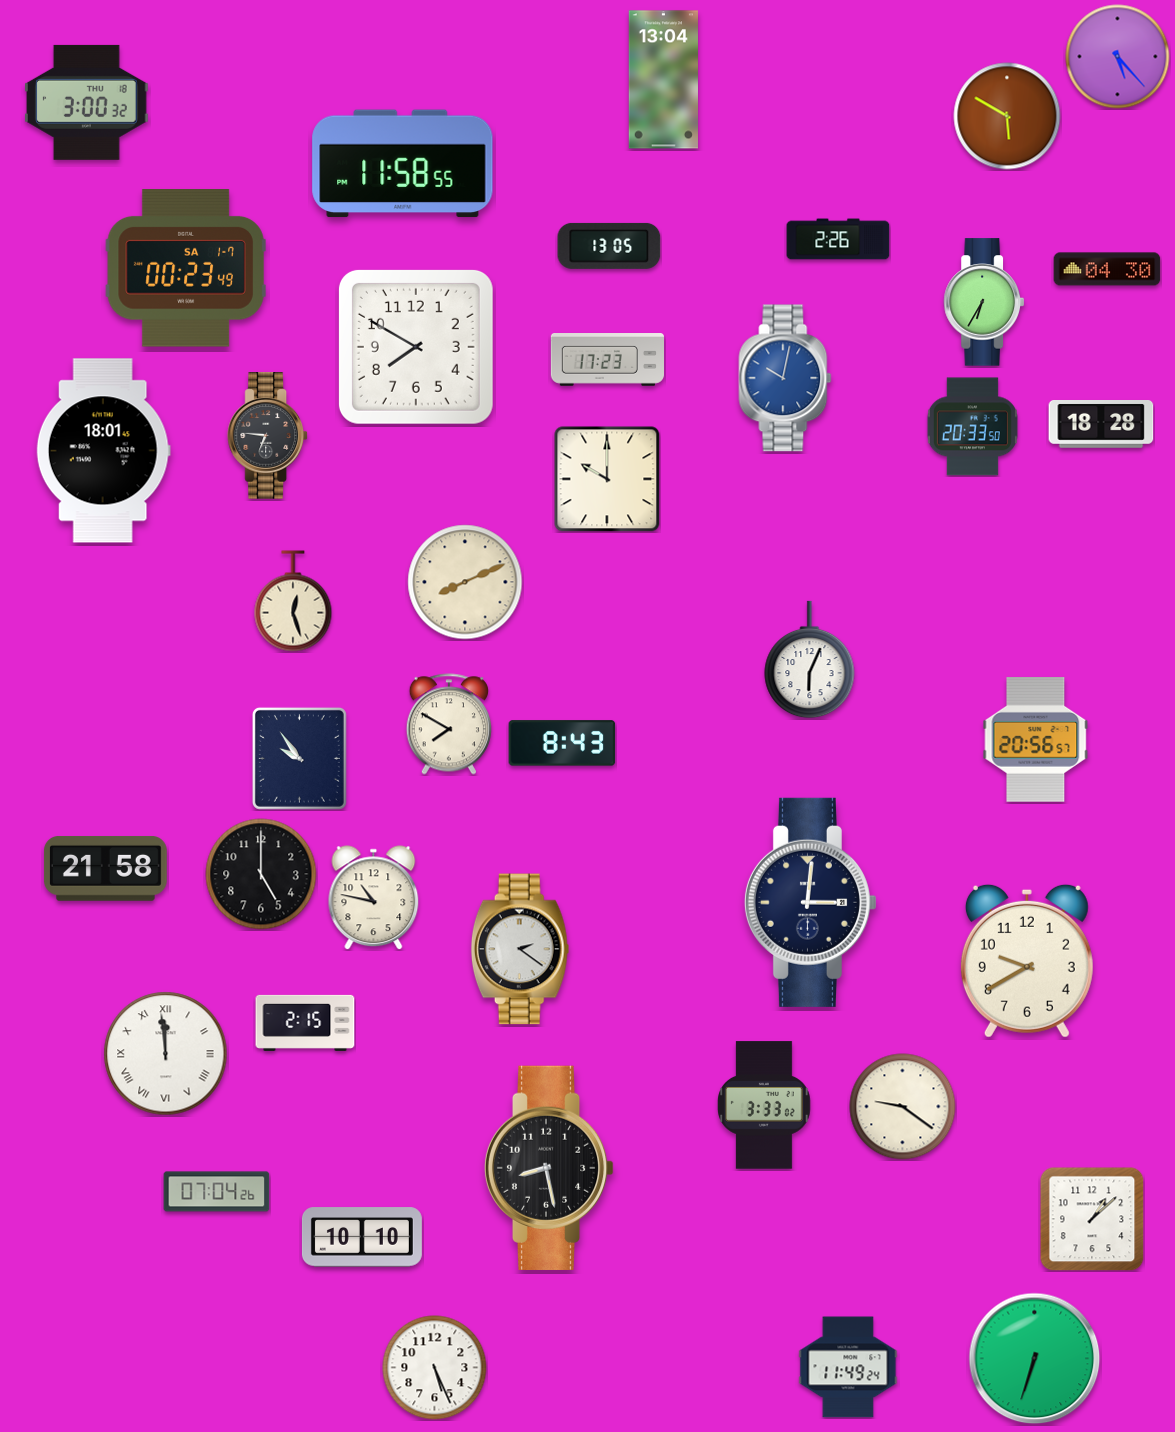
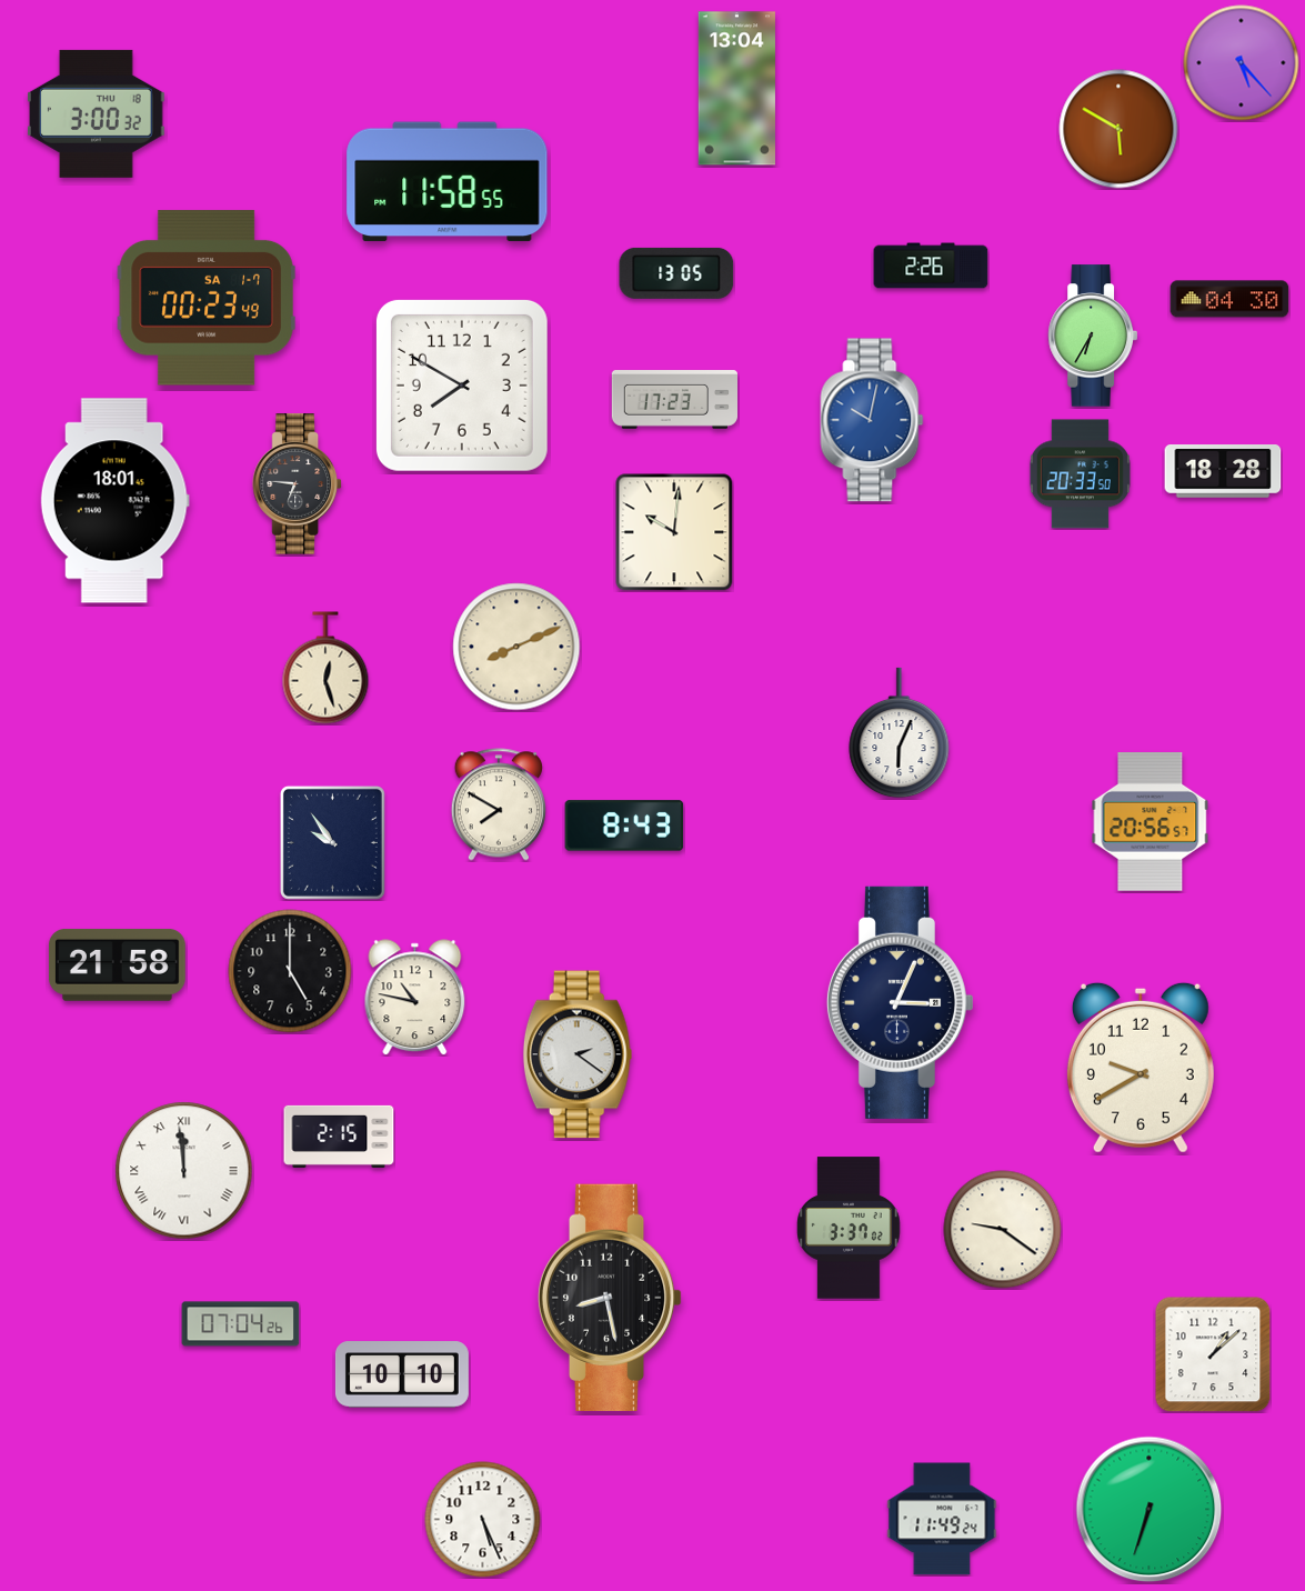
clock at (607, 479): 10:00 -> 10:01
clock at (810, 902): 3:01 -> 3:04
clock at (764, 1105): 3:33 -> 3:37
